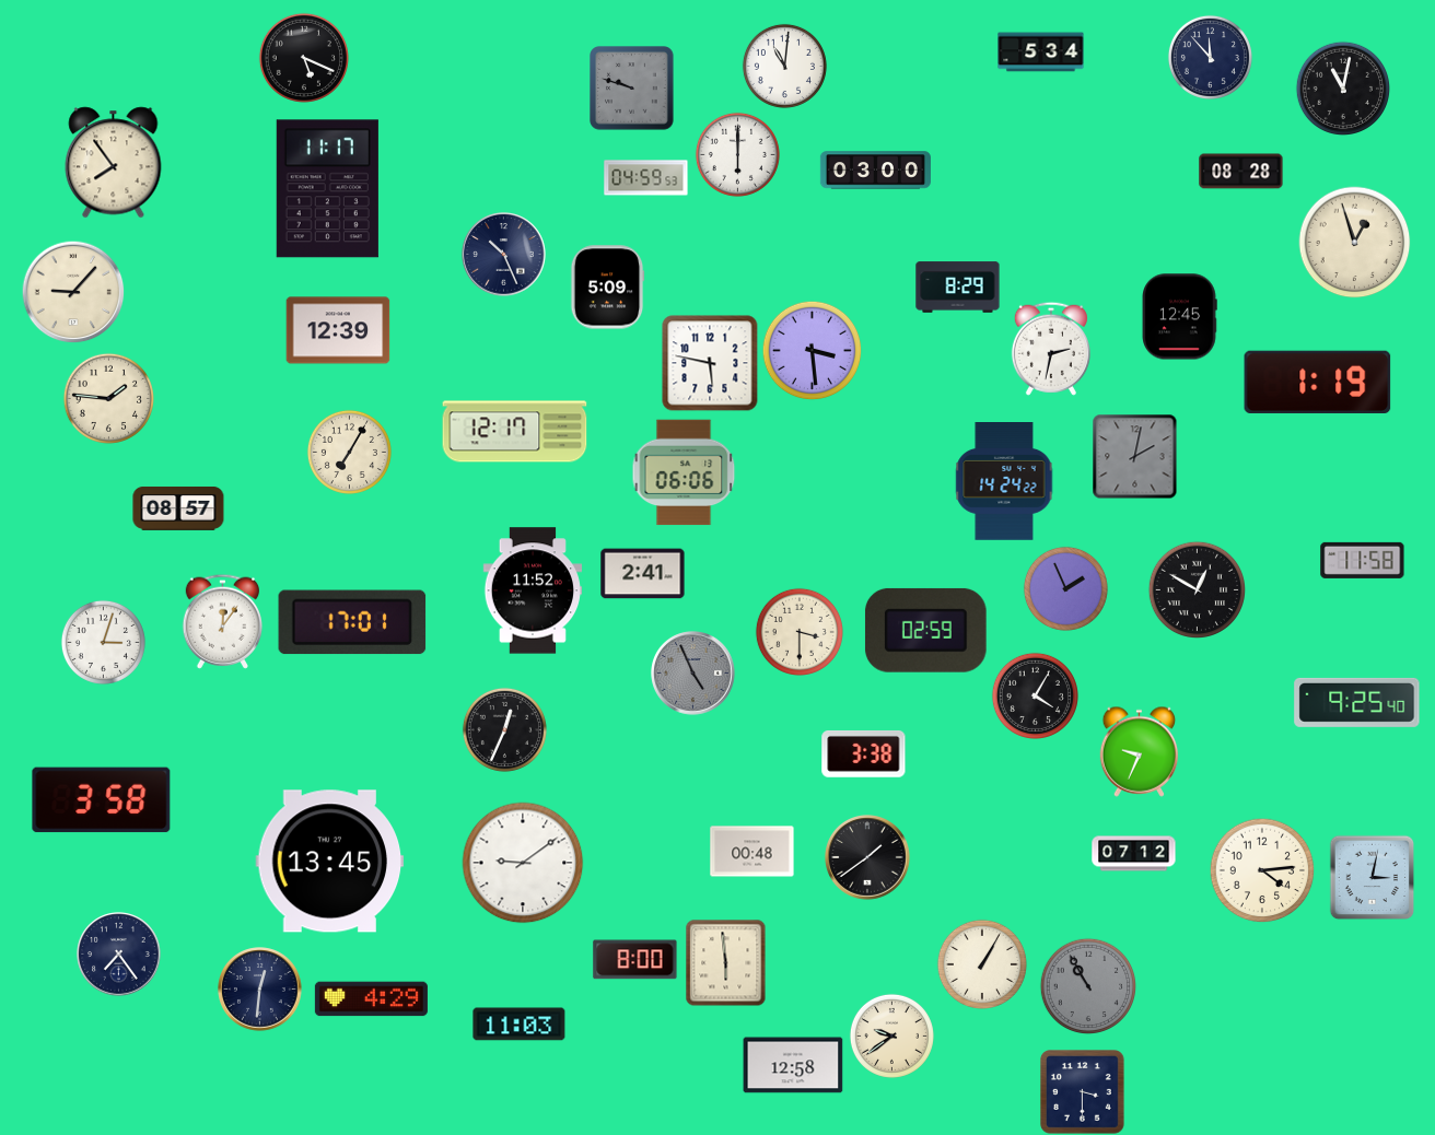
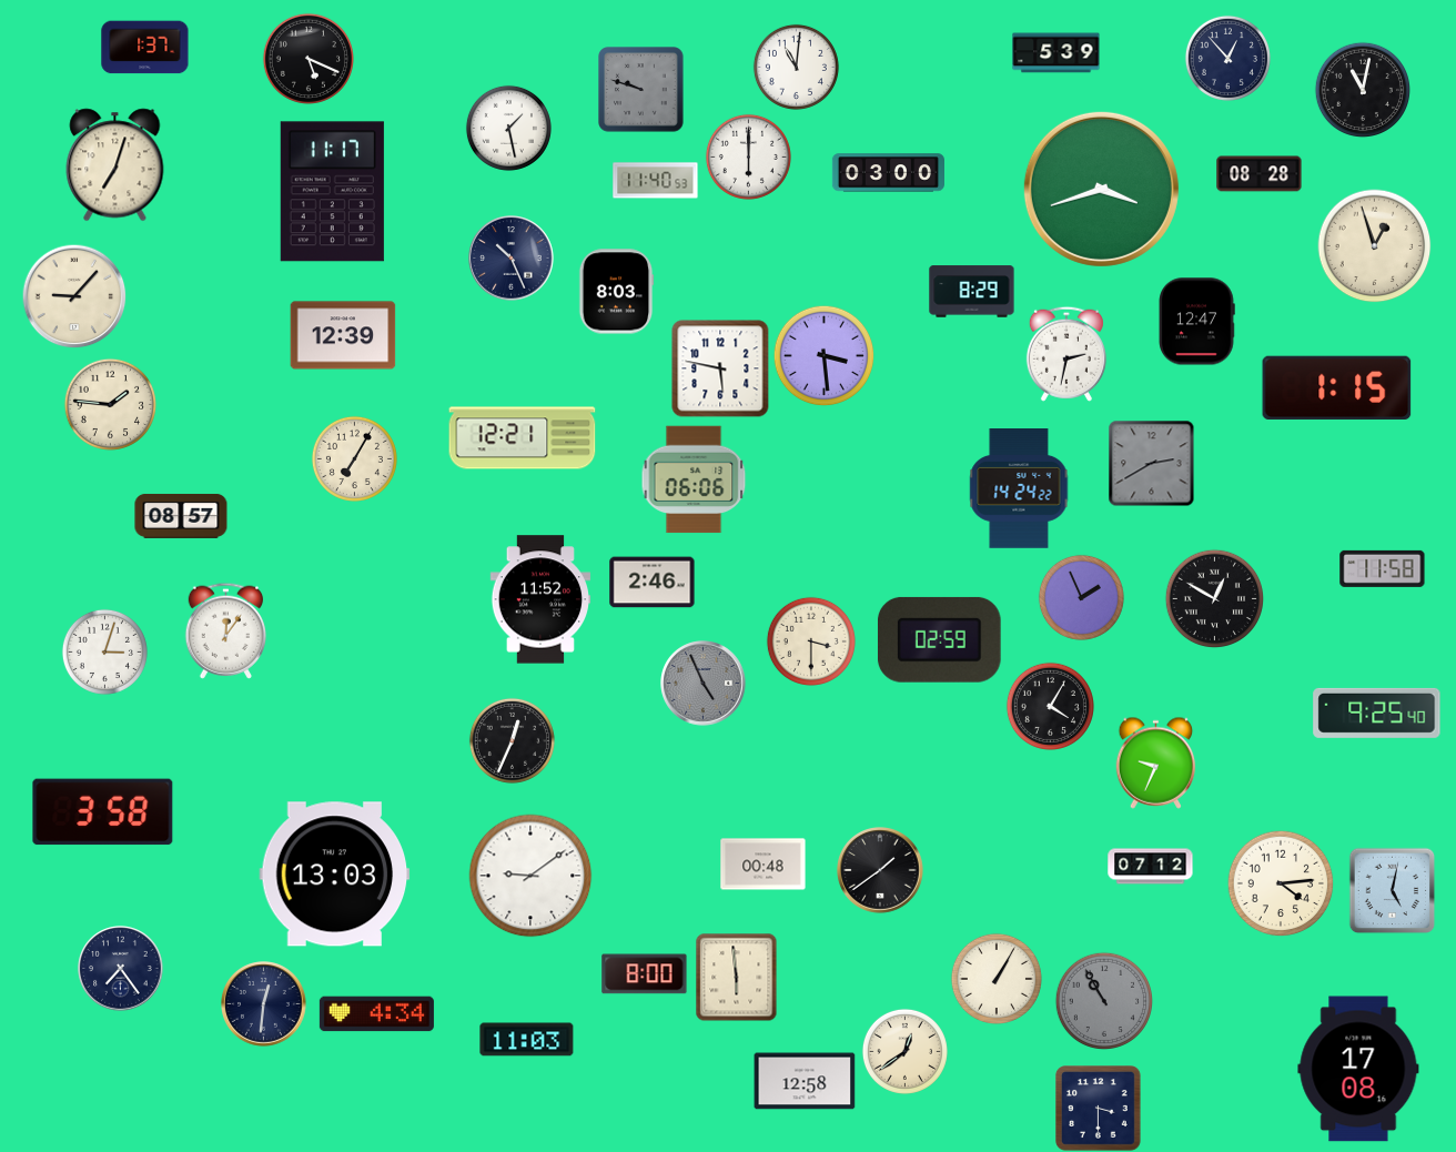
clock at (145, 48): none -> 1:37
clock at (1041, 52): 5:34 -> 5:39
clock at (1210, 57): 11:53 -> 12:53
clock at (508, 128): none -> 1:28
clock at (114, 163): 7:54 -> 7:03
clock at (646, 178): 04:59 -> 11:40
clock at (1101, 189): none -> 3:42
clock at (607, 288): 5:09 -> 8:03
clock at (1179, 317): 12:45 -> 12:47
clock at (1318, 382): 1:19 -> 1:15
clock at (515, 432): 12:17 -> 12:21
clock at (1134, 456): 2:02 -> 2:40
clock at (643, 574): 2:41 -> 2:46
clock at (352, 622): 17:01 -> none
clock at (864, 753): 3:38 -> none
clock at (330, 862): 13:45 -> 13:03
clock at (1372, 877): 3:02 -> 5:02
clock at (371, 999): 4:29 -> 4:34
clock at (891, 1035): 9:39 -> 12:39
clock at (1358, 1069): none -> 17:08
